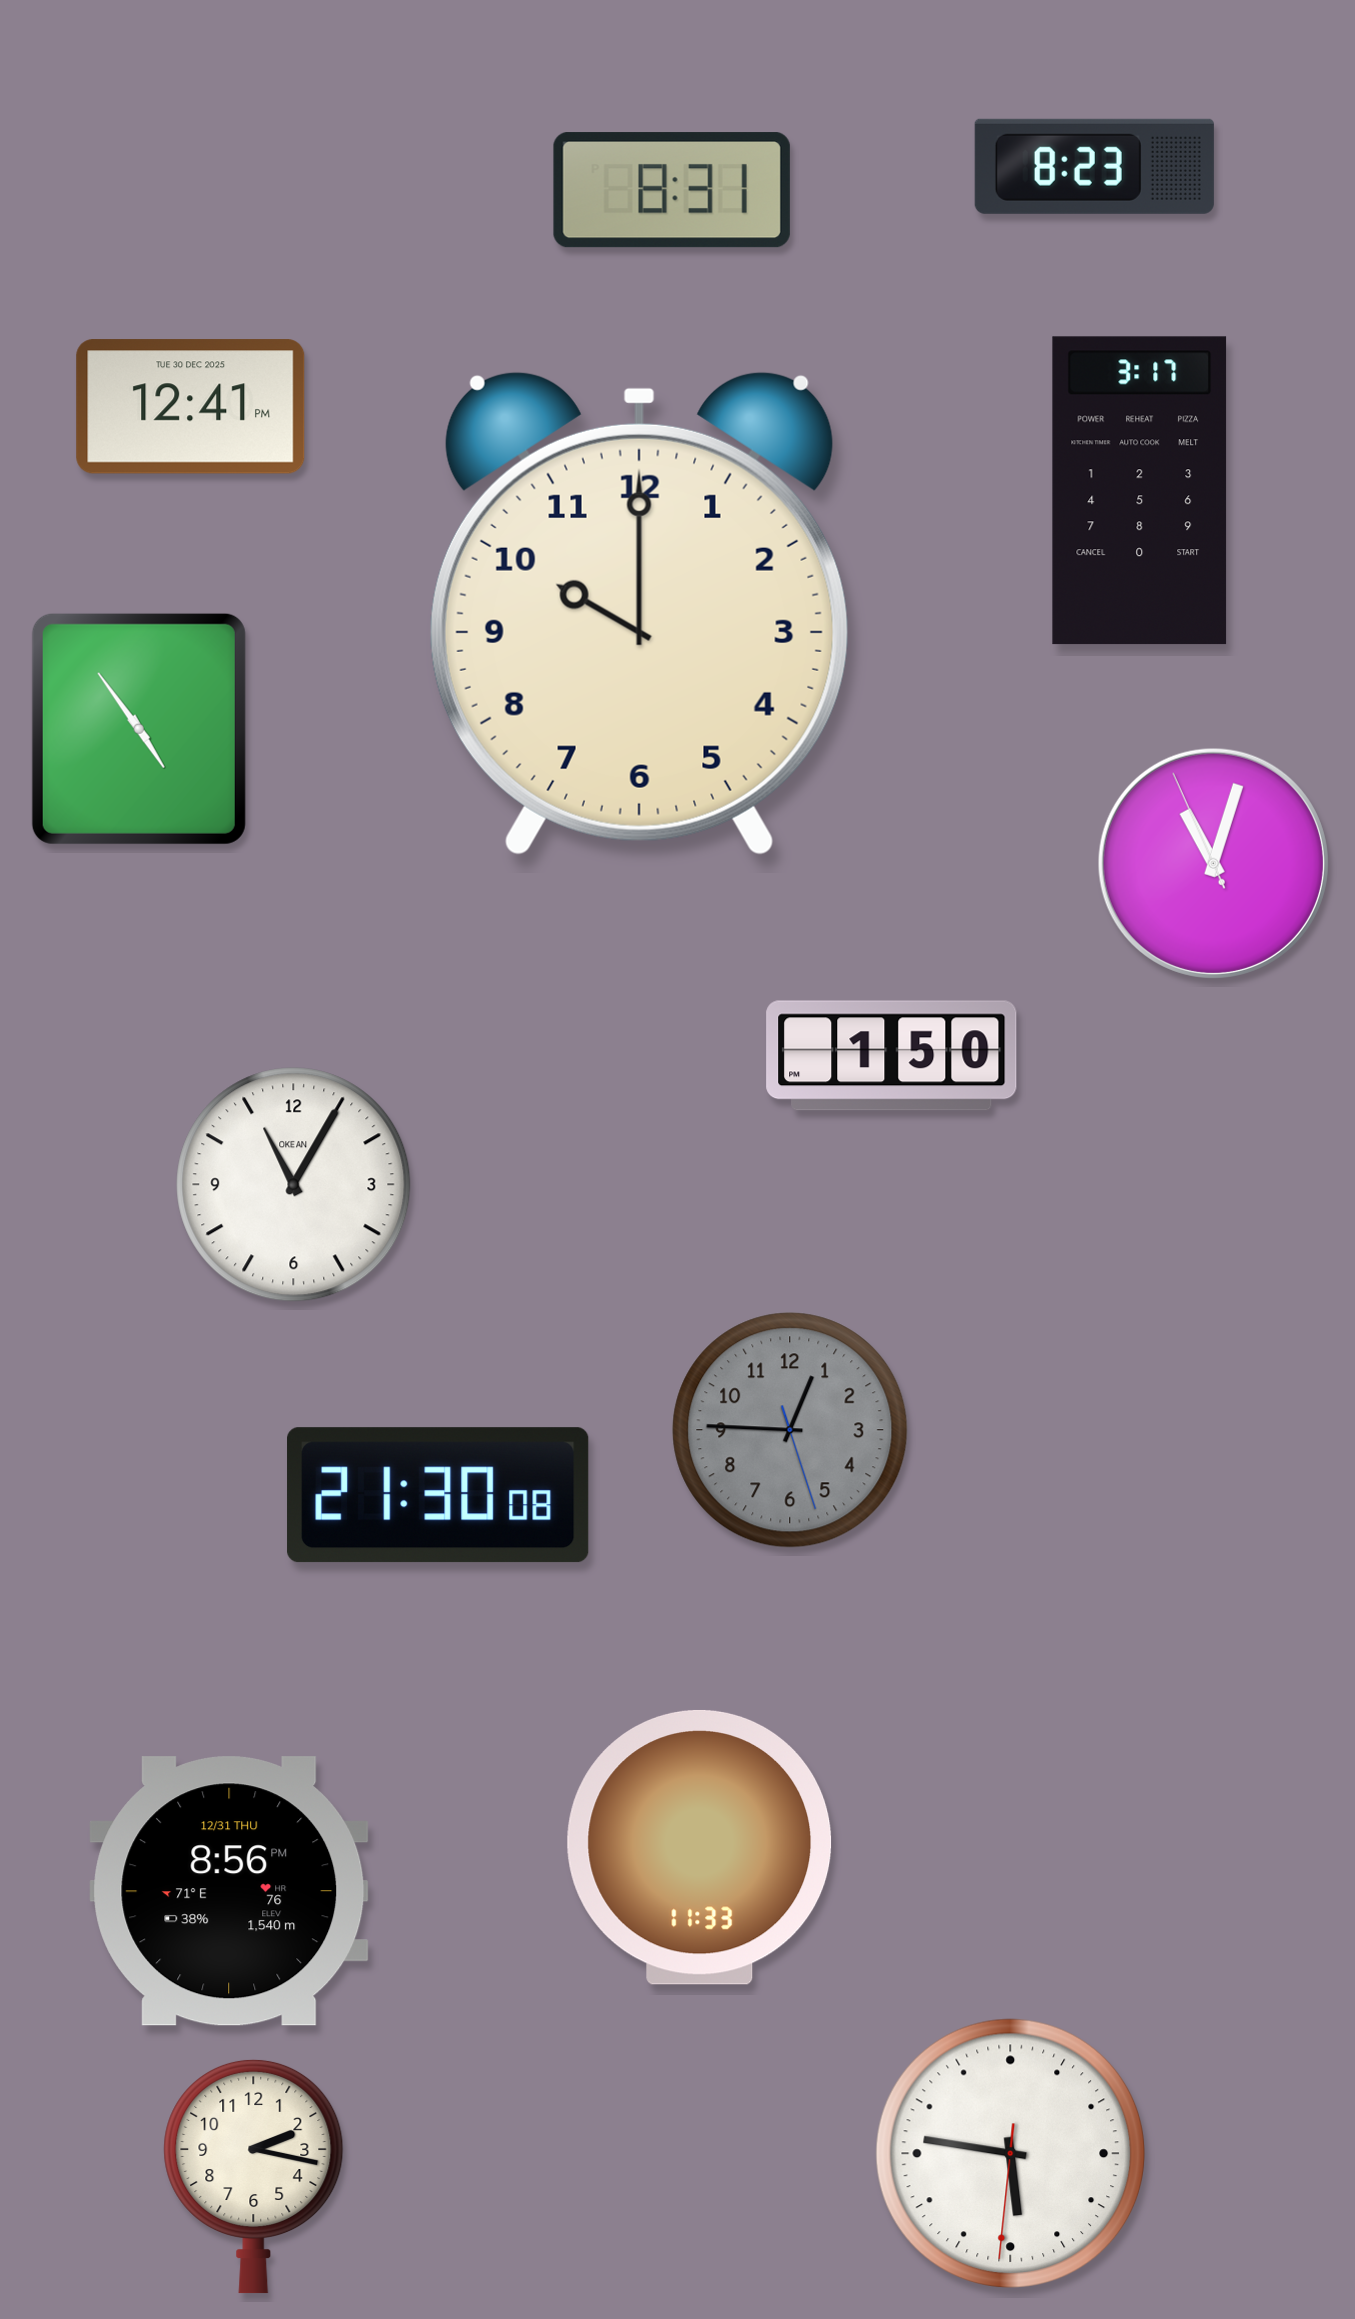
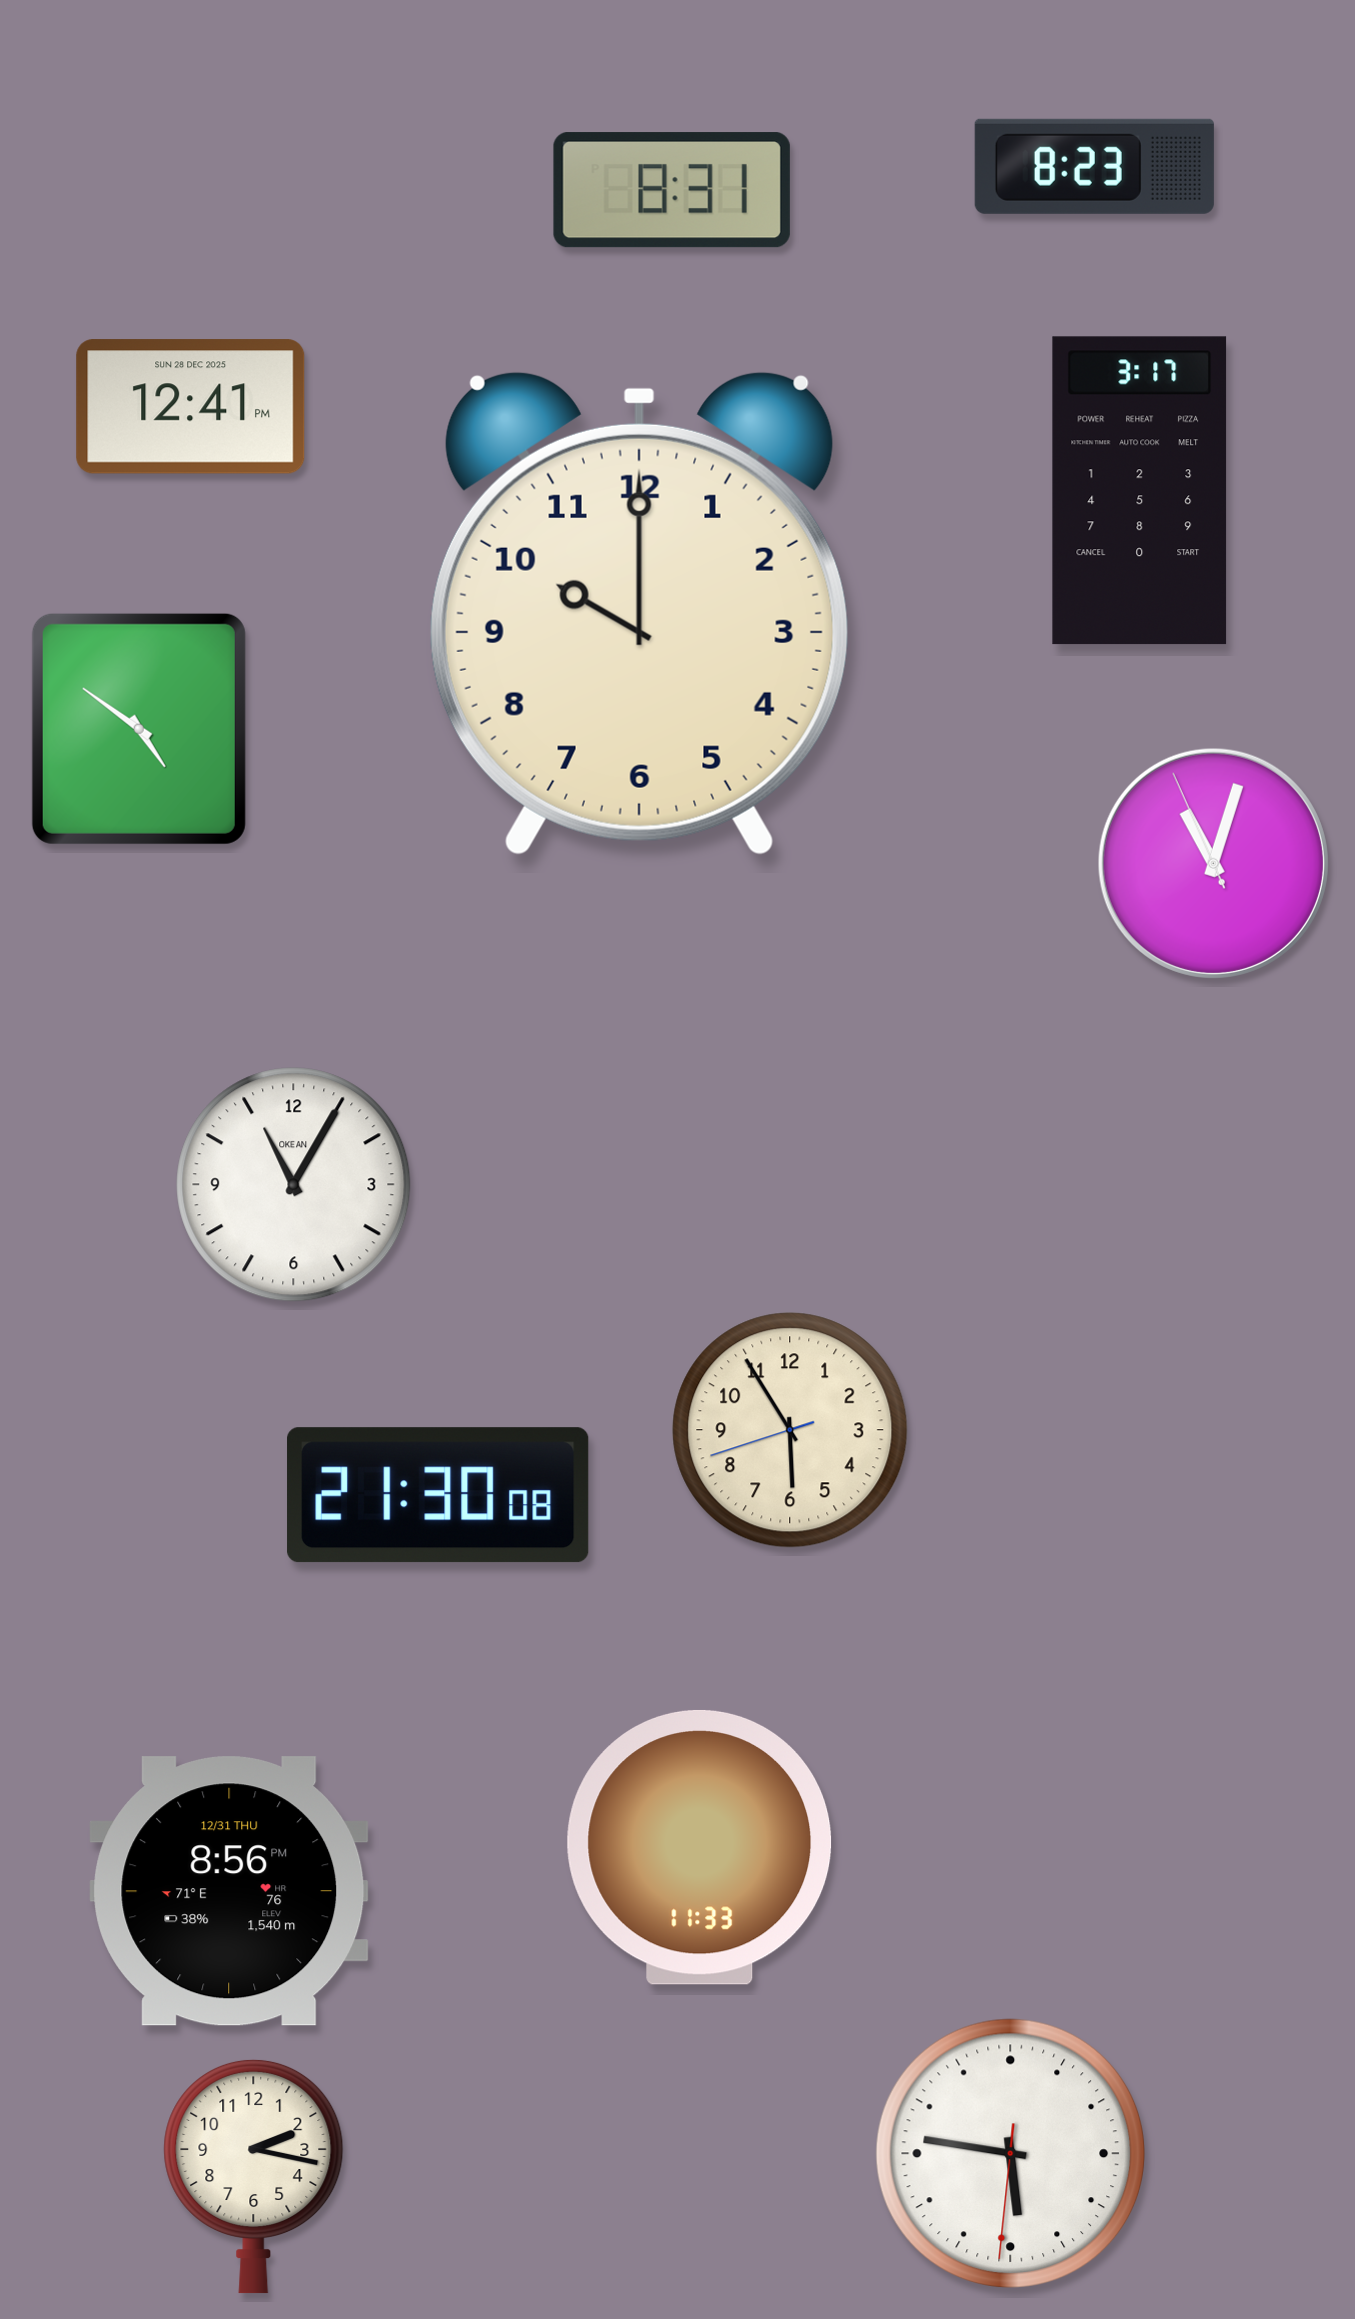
clock at (191, 407) date: TUE 30 DEC 2025 -> SUN 28 DEC 2025
clock at (139, 729): 4:54 -> 4:51
clock at (892, 1056): 1:50 -> none
clock at (790, 1430): 12:45 -> 5:54
clock at (790, 1430) dial: grey -> cream
